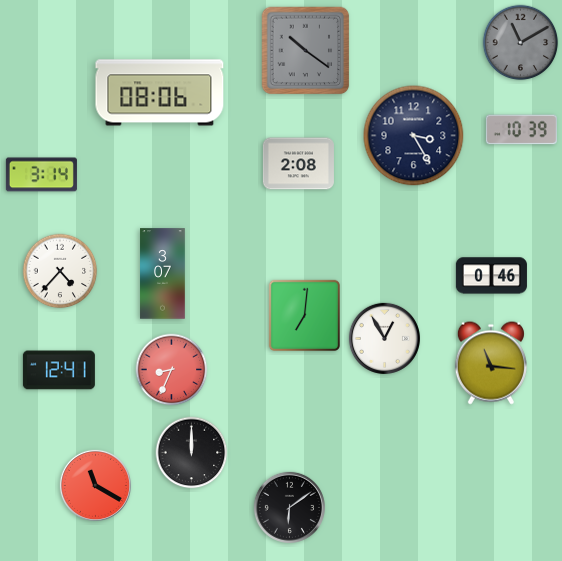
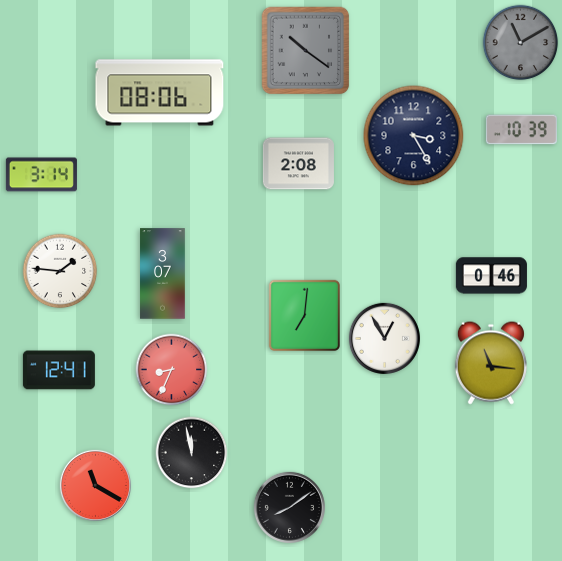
clock at (60, 271): 4:37 -> 1:46
clock at (192, 453): 12:00 -> 11:58
clock at (289, 507): 6:09 -> 8:09
